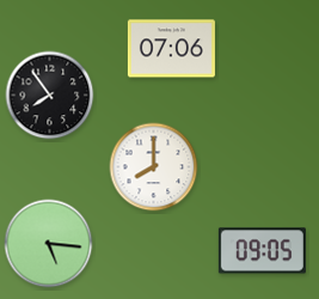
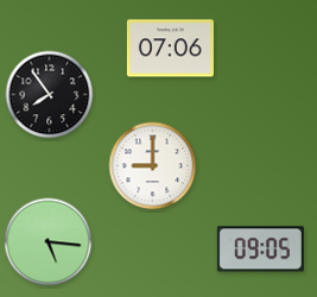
clock at (154, 167): 8:00 -> 9:00
